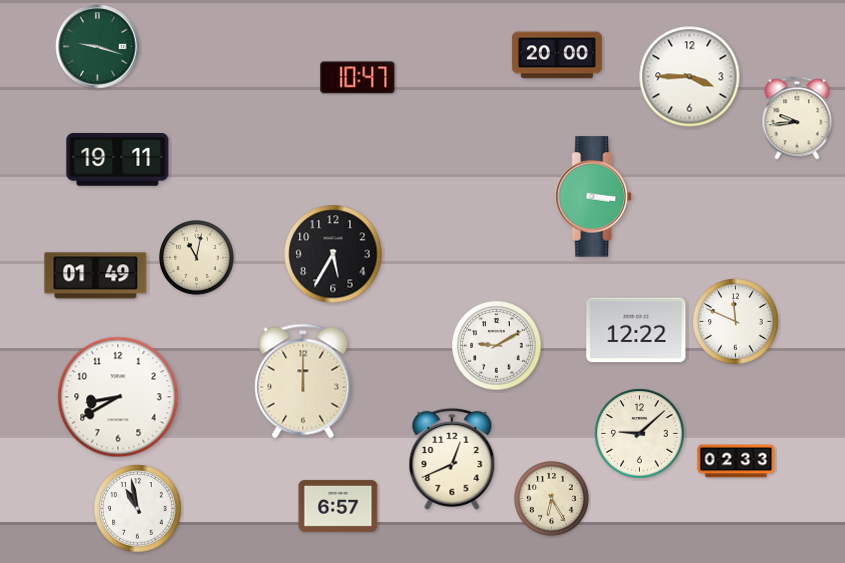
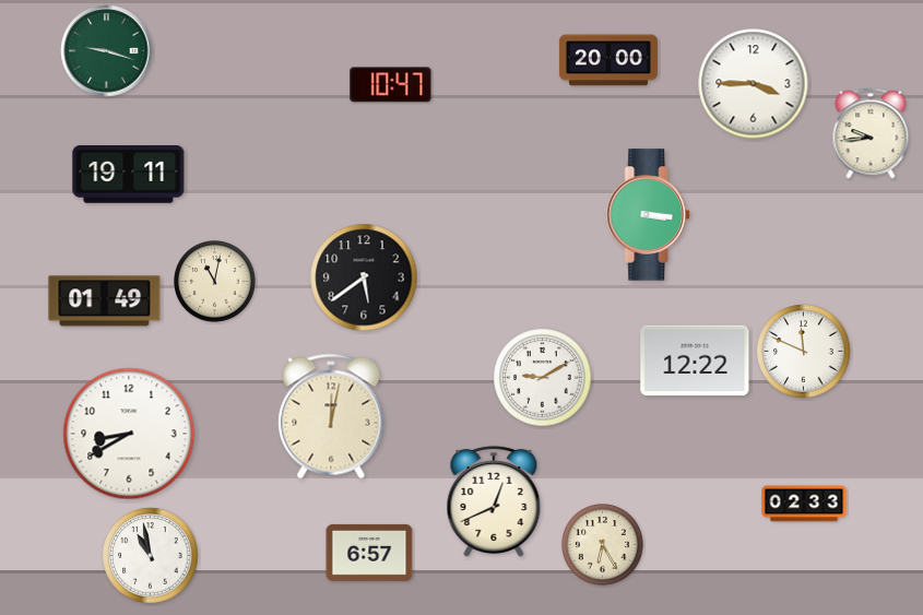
clock at (797, 118) position: (797, 118) -> (871, 133)
clock at (333, 254): 5:35 -> 5:39
clock at (303, 381): 12:00 -> 12:02
clock at (640, 434): 9:08 -> none
